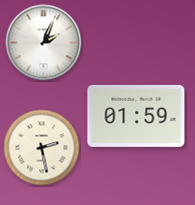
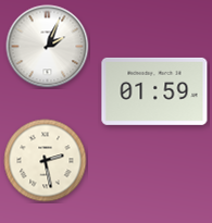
clock at (136, 116) position: (136, 116) -> (154, 91)
